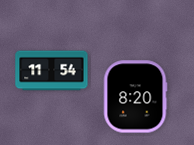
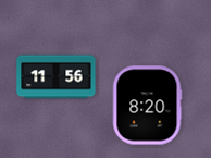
clock at (52, 71): 11:54 -> 11:56
